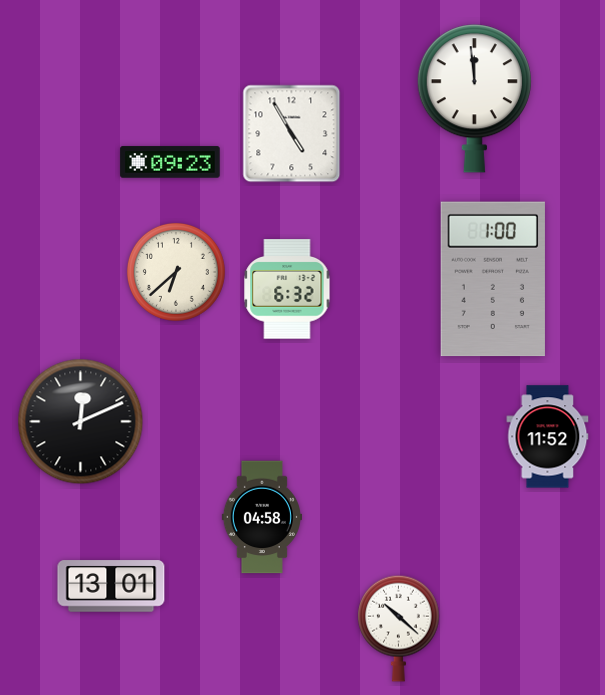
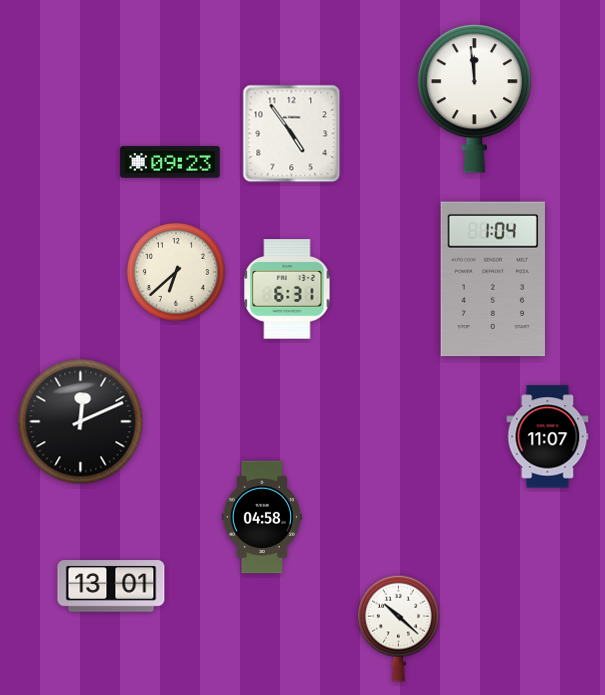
clock at (292, 134): 4:55 -> 4:54
clock at (493, 279): 1:00 -> 1:04
clock at (287, 289): 6:32 -> 6:31
clock at (548, 437): 11:52 -> 11:07
